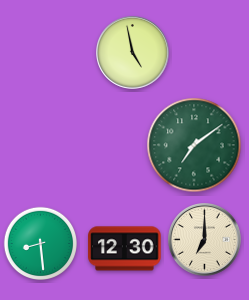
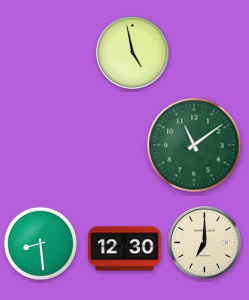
clock at (194, 145): 7:09 -> 11:09
clock at (205, 240) position: (205, 240) -> (205, 243)
